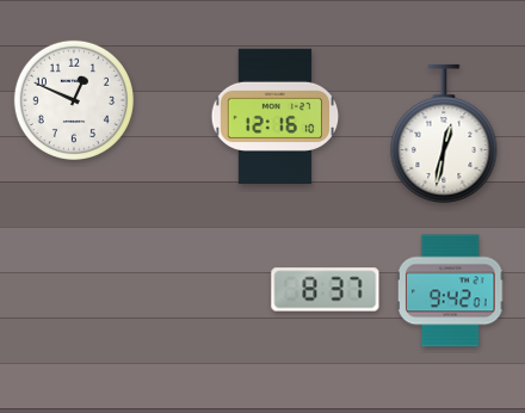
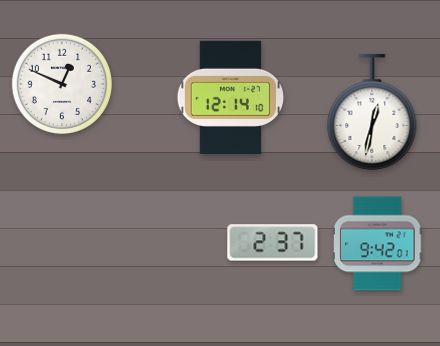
clock at (276, 116): 12:16 -> 12:14
clock at (326, 290): 8:37 -> 2:37
